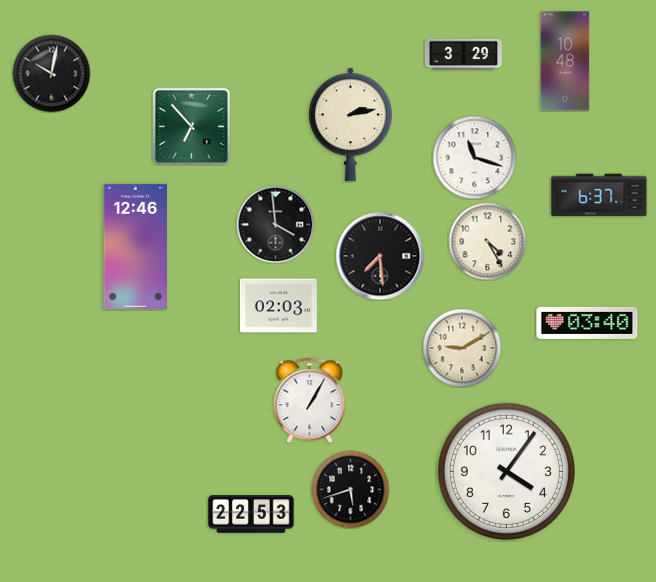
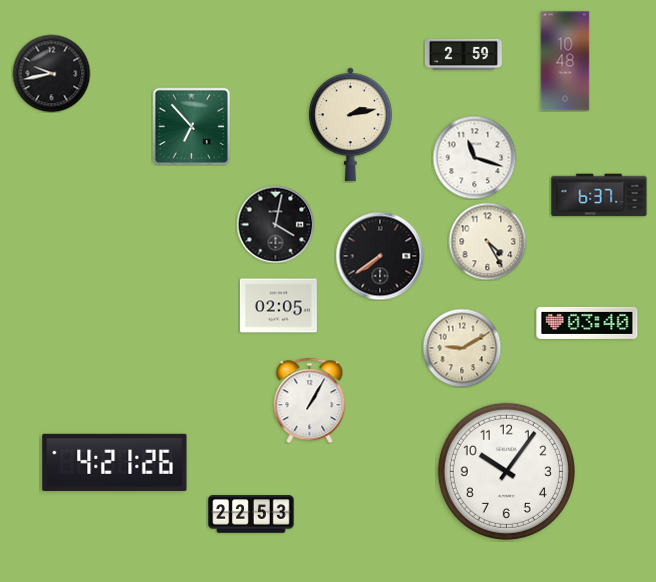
clock at (463, 54): 3:29 -> 2:59
clock at (51, 73): 10:02 -> 9:43
clock at (275, 224): 3:59 -> 4:02
clock at (135, 246): 12:46 -> none
clock at (380, 256): 7:29 -> 7:39
clock at (278, 306): 02:03 -> 02:05
clock at (115, 462): none -> 4:21
clock at (506, 471): 4:06 -> 10:06
clock at (350, 489): 5:42 -> none
